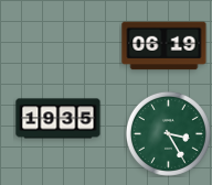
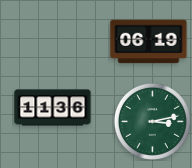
clock at (59, 119): 19:35 -> 11:36
clock at (168, 133): 3:25 -> 3:13
